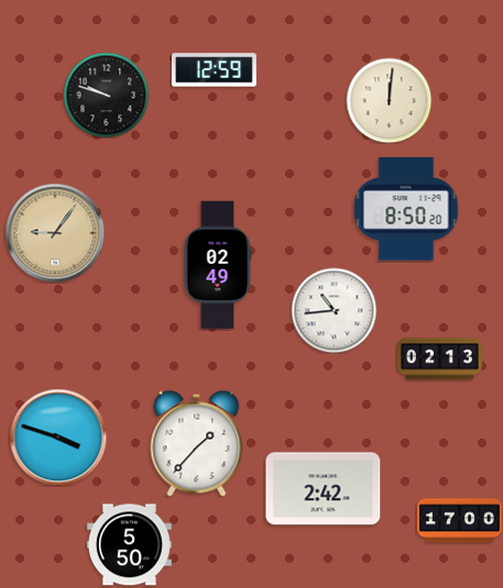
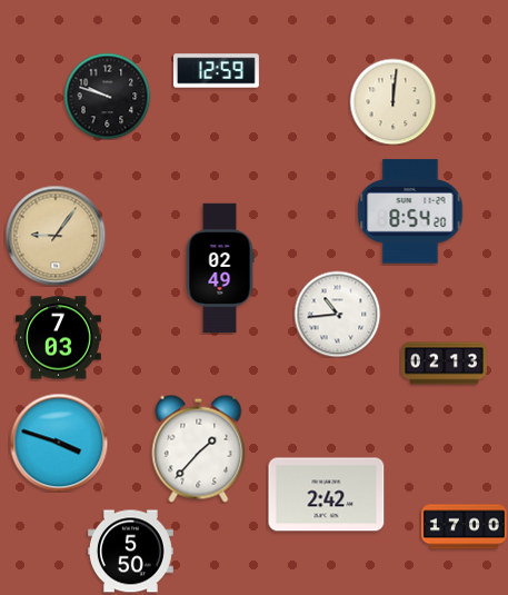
clock at (406, 209): 8:50 -> 8:54
clock at (59, 338): none -> 7:03
